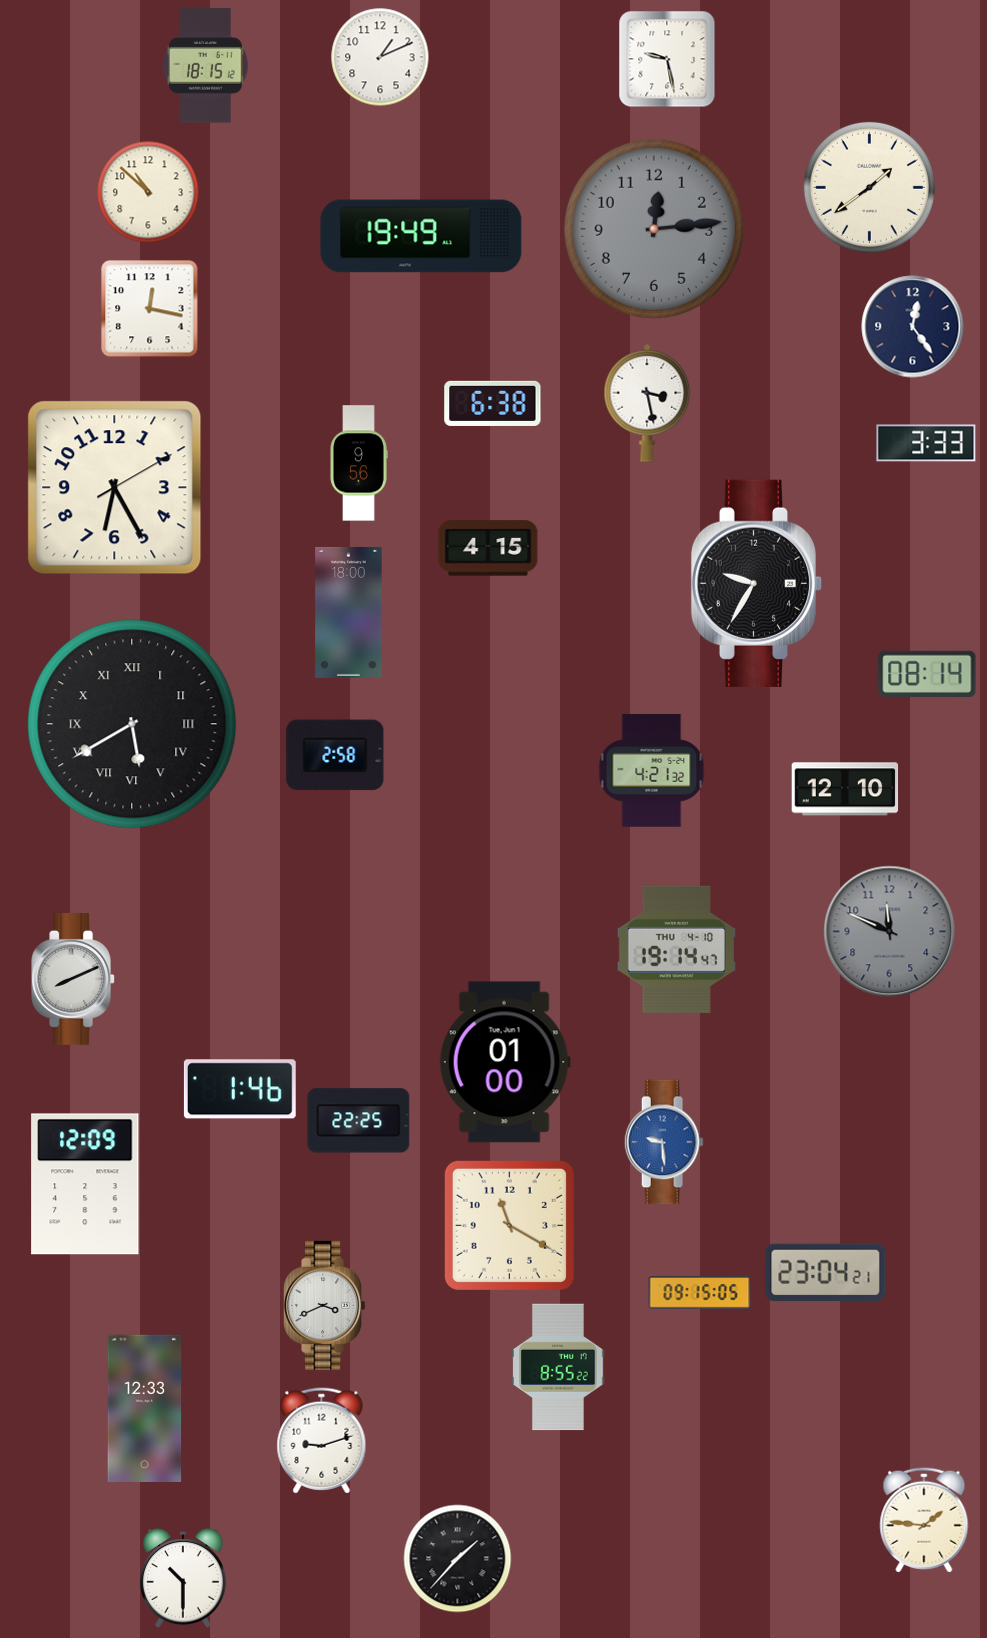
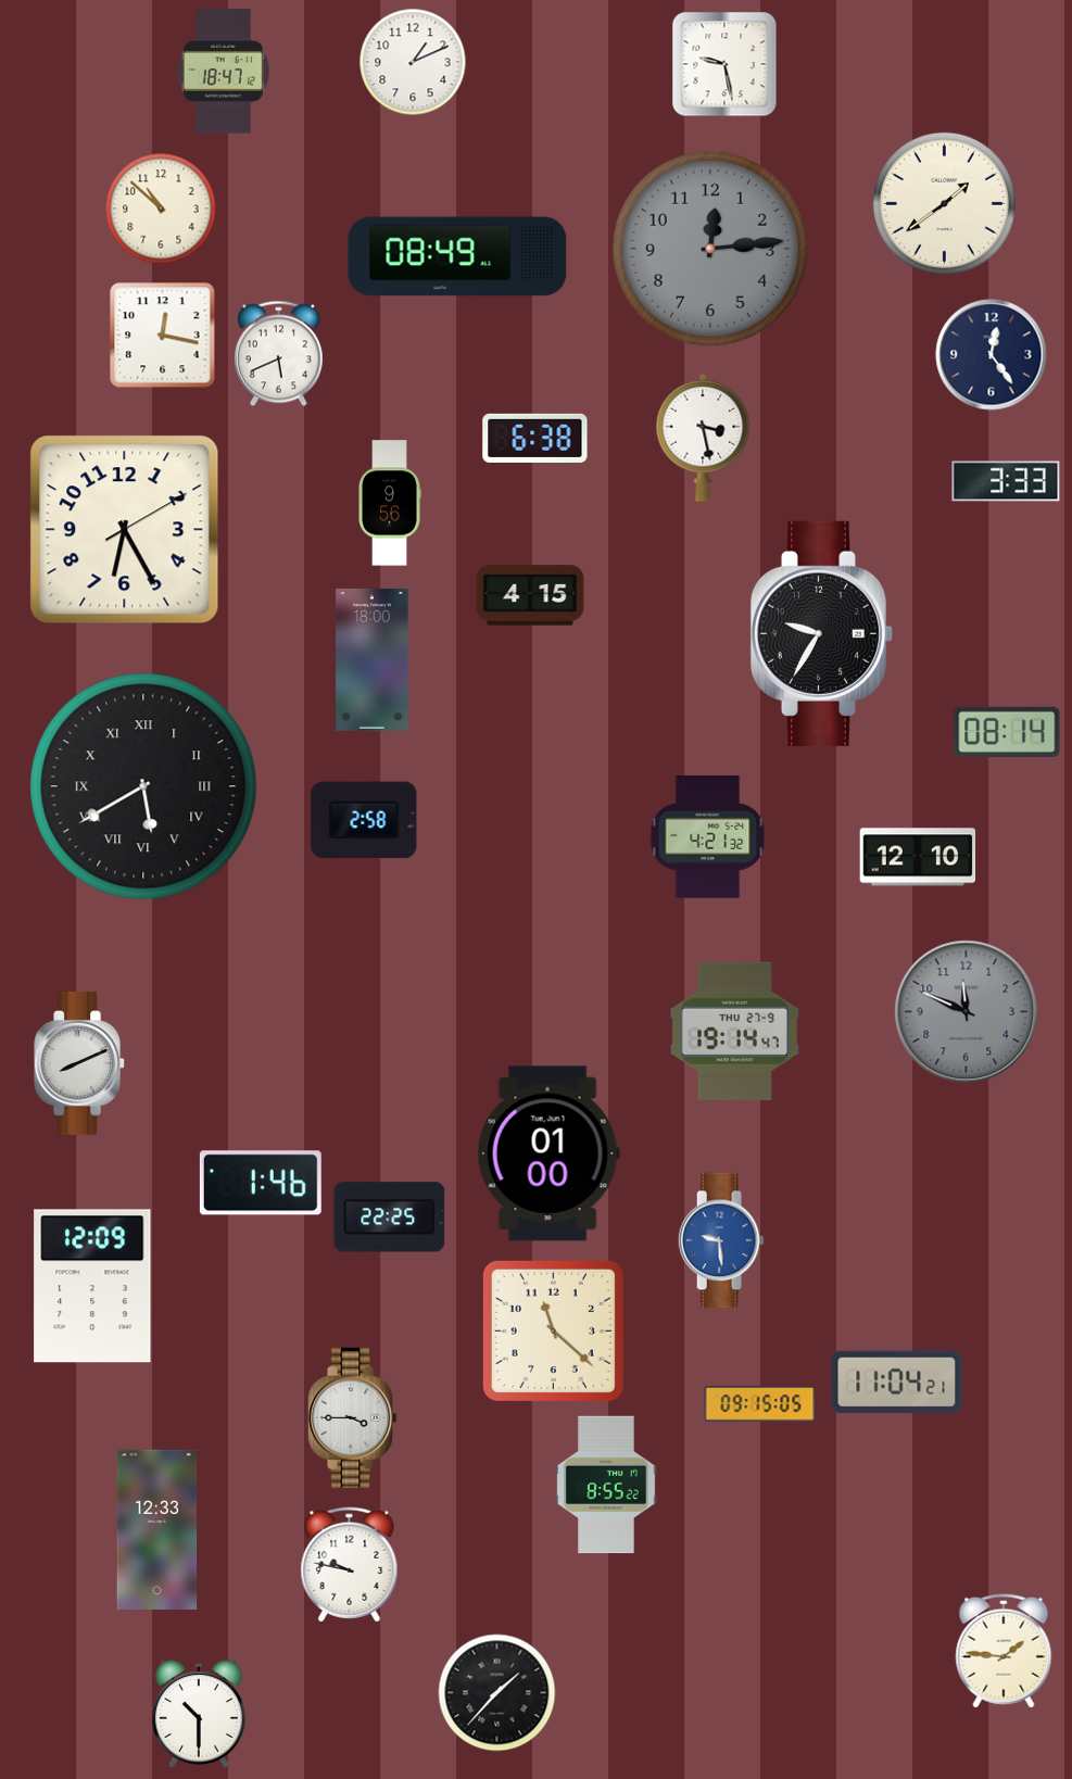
clock at (205, 66): 18:15 -> 18:47
clock at (421, 236): 19:49 -> 08:49
clock at (278, 354): none -> 5:41
clock at (349, 612) position: (349, 612) -> (373, 659)
clock at (676, 949) date: THU 4-10 -> THU 27-9
clock at (509, 1225): 11:20 -> 11:22
clock at (826, 1273): 23:04 -> 11:04
clock at (325, 1305): 3:41 -> 3:45
clock at (322, 1441): 9:12 -> 9:47
